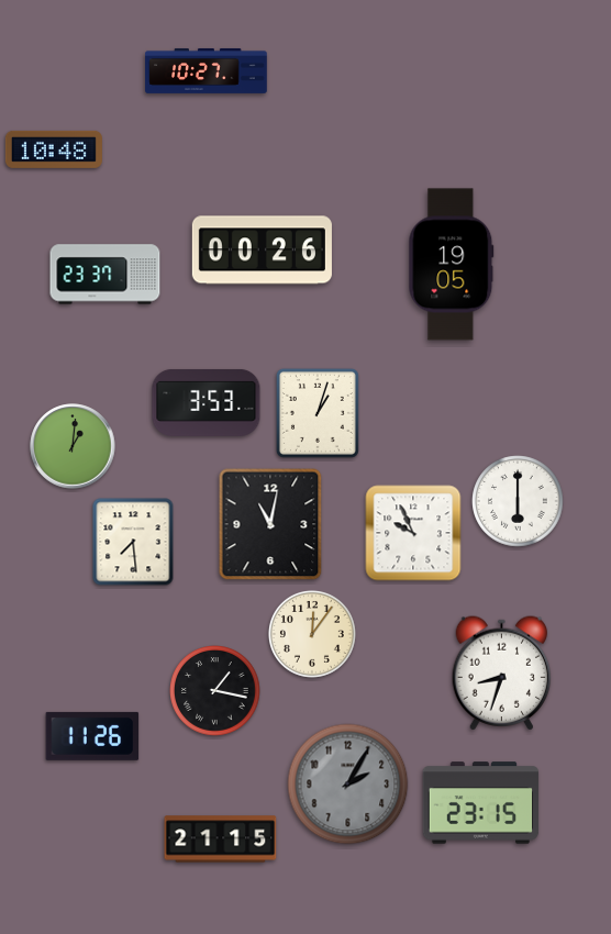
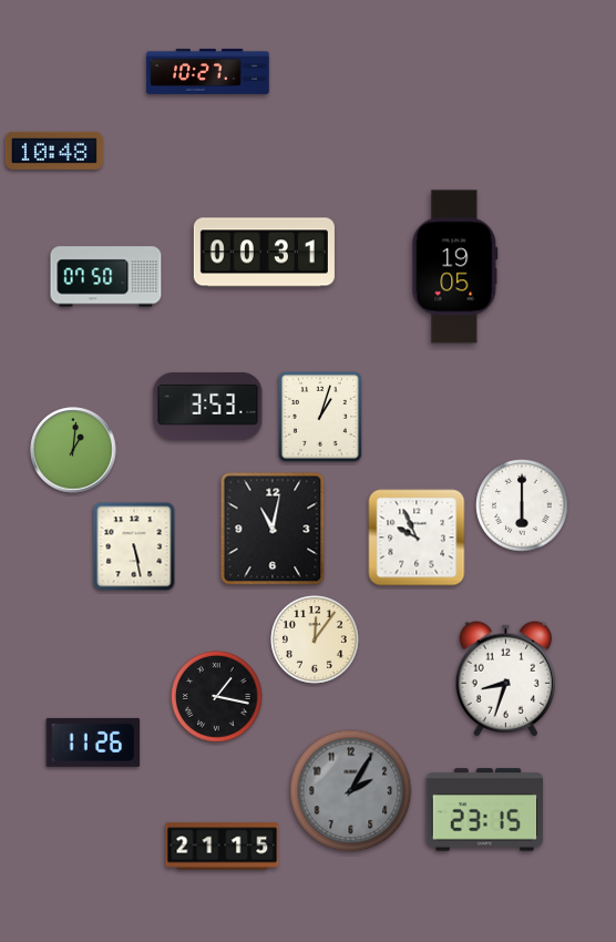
clock at (262, 251): 00:26 -> 00:31
clock at (105, 275): 23:37 -> 07:50
clock at (133, 542): 7:29 -> 5:28
